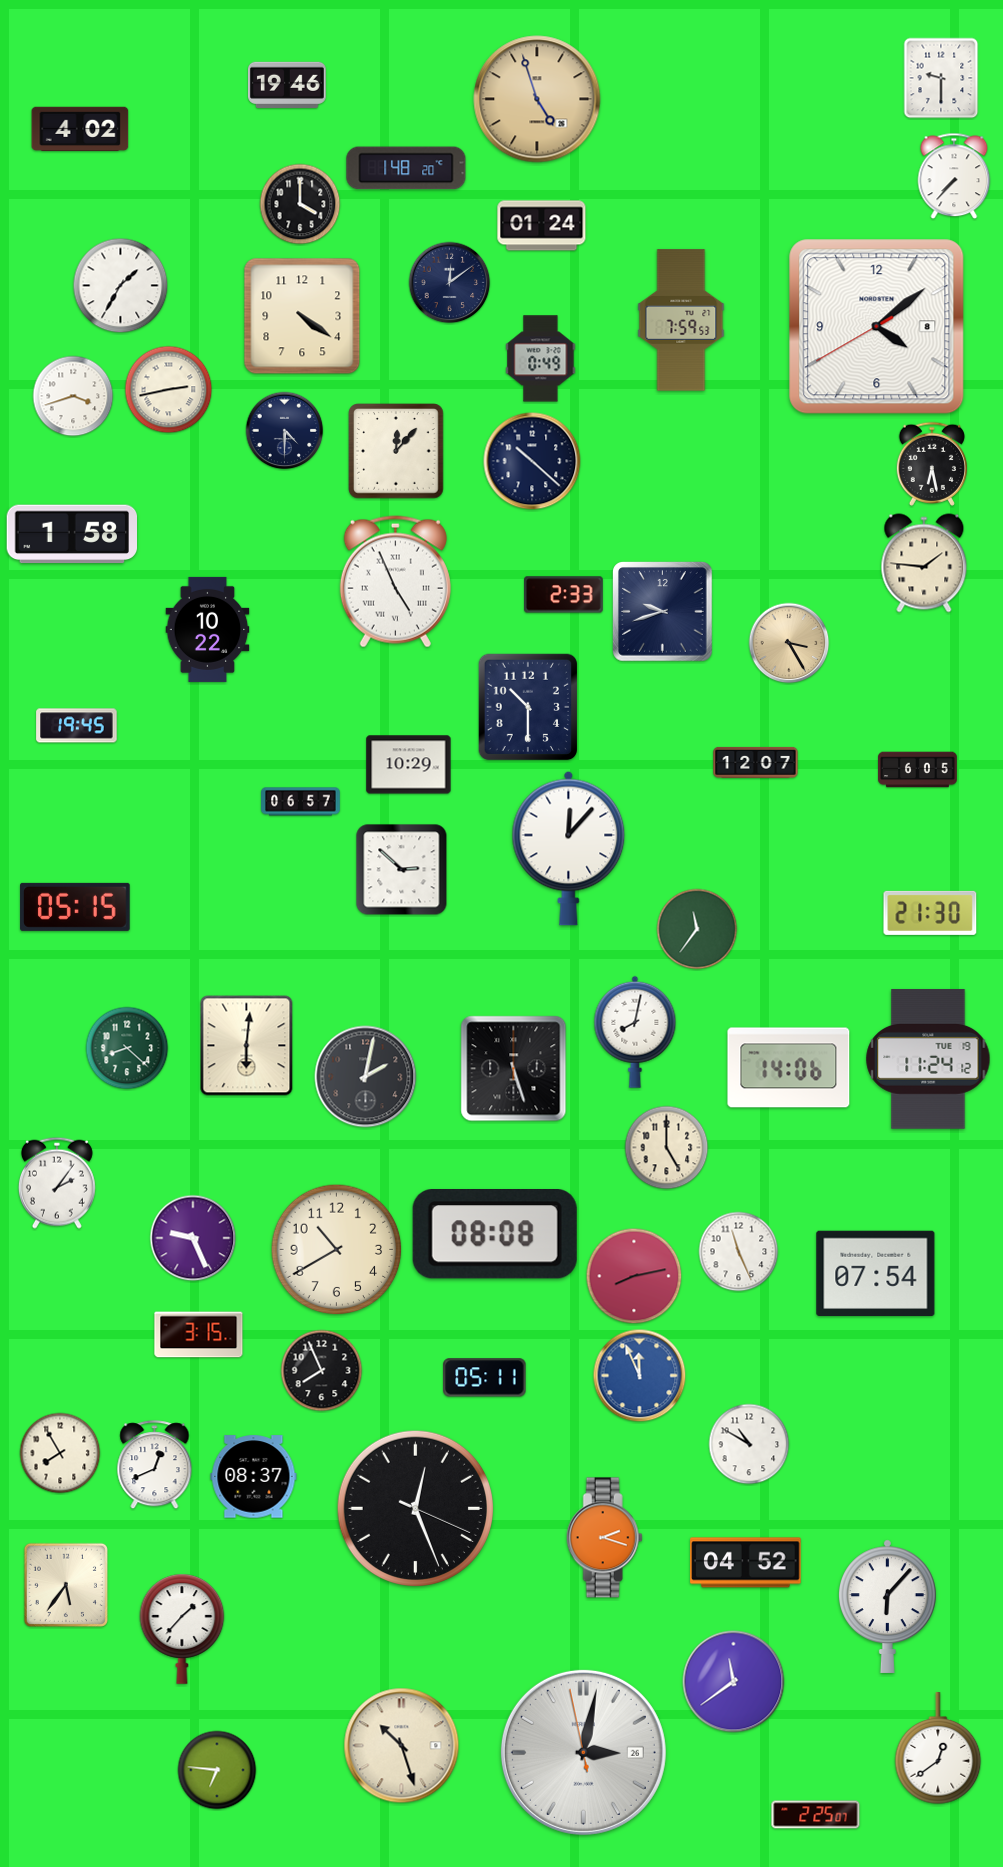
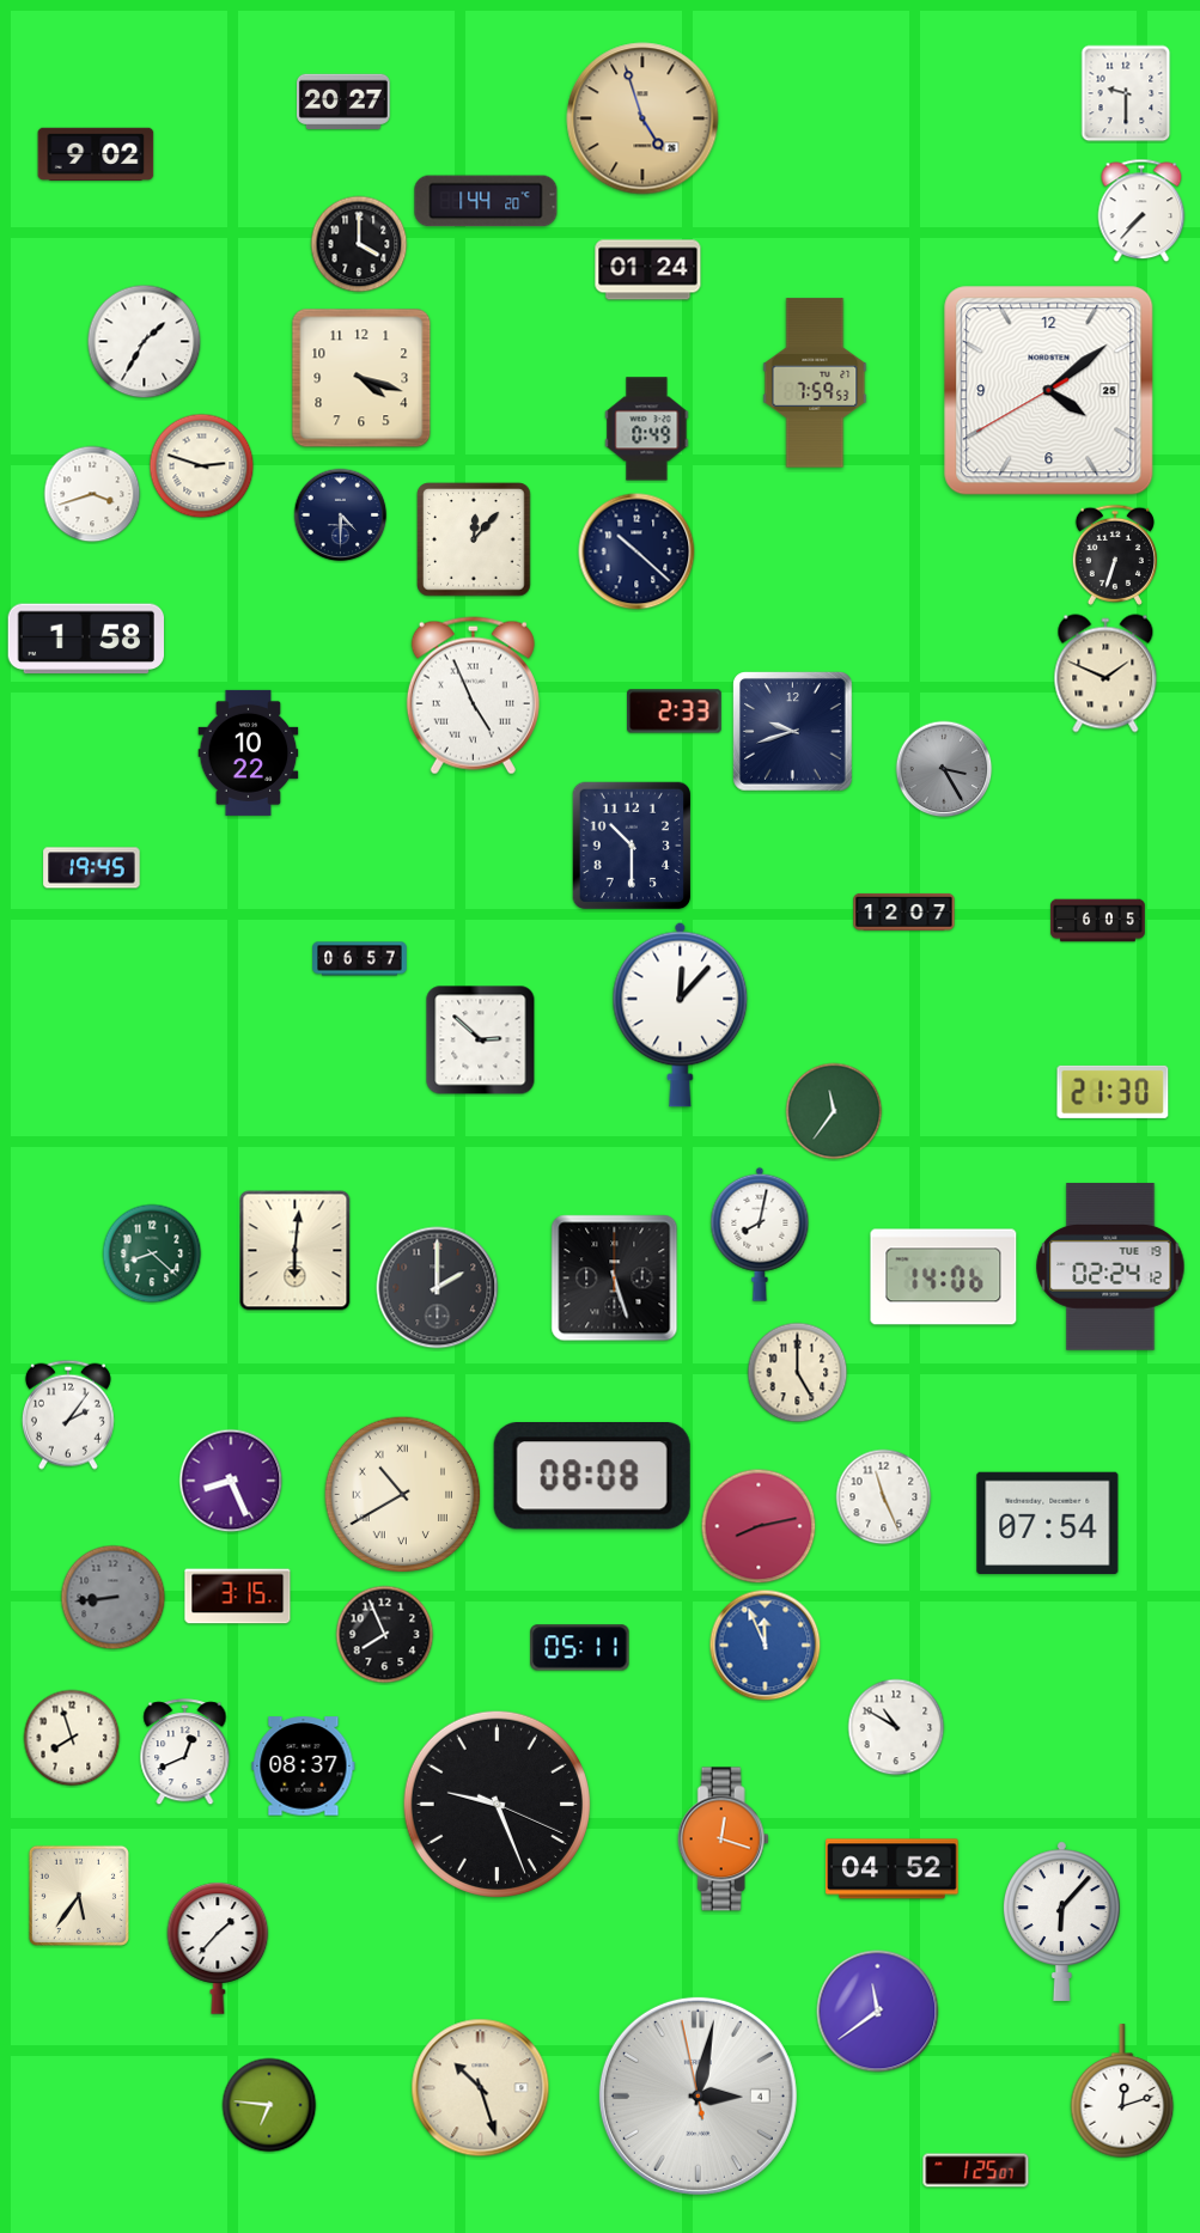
clock at (288, 85): 19:46 -> 20:27
clock at (80, 128): 4:02 -> 9:02
clock at (406, 168): 1:48 -> 1:44
clock at (450, 283): 12:09 -> none
clock at (302, 316): 4:21 -> 4:18
clock at (877, 327) date: 8 -> 25
clock at (169, 390): 2:43 -> 2:48
clock at (73, 396) position: (73, 396) -> (92, 494)
clock at (932, 464): 6:28 -> 6:33
clock at (924, 563): 1:46 -> 1:49
clock at (789, 643) dial: champagne -> grey
clock at (409, 765): 10:29 -> none
clock at (75, 907): 05:15 -> none
clock at (928, 1059): 11:24 -> 02:24
clock at (366, 1077): 2:02 -> 2:00
clock at (193, 1238): 9:26 -> 8:26
clock at (337, 1250) numerals: Arabic -> Roman
clock at (114, 1598): none -> 8:44
clock at (322, 1371) position: (322, 1371) -> (385, 1635)
clock at (60, 1453): 7:55 -> 7:57
clock at (415, 1508): 12:26 -> 9:26
clock at (604, 1538): 2:18 -> 12:18
clock at (938, 1749): 12:39 -> 12:12
clock at (583, 1752) date: 26 -> 4
clock at (217, 1770) position: (217, 1770) -> (269, 2105)
clock at (816, 1815): 2:25 -> 1:25
